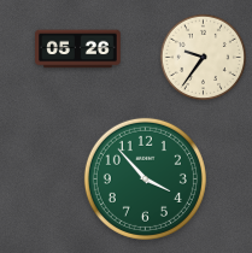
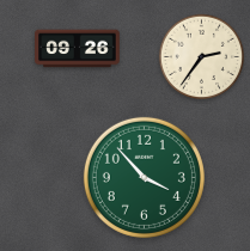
clock at (78, 49): 05:26 -> 09:26
clock at (203, 57): 9:36 -> 2:36
